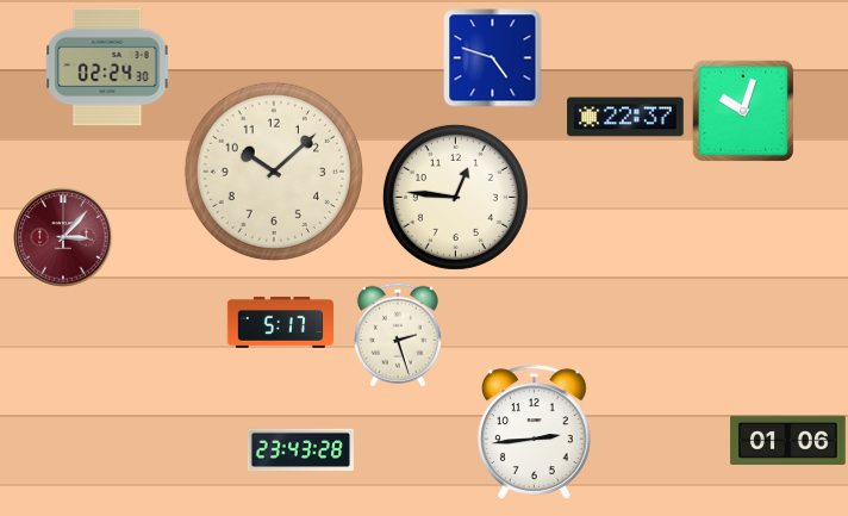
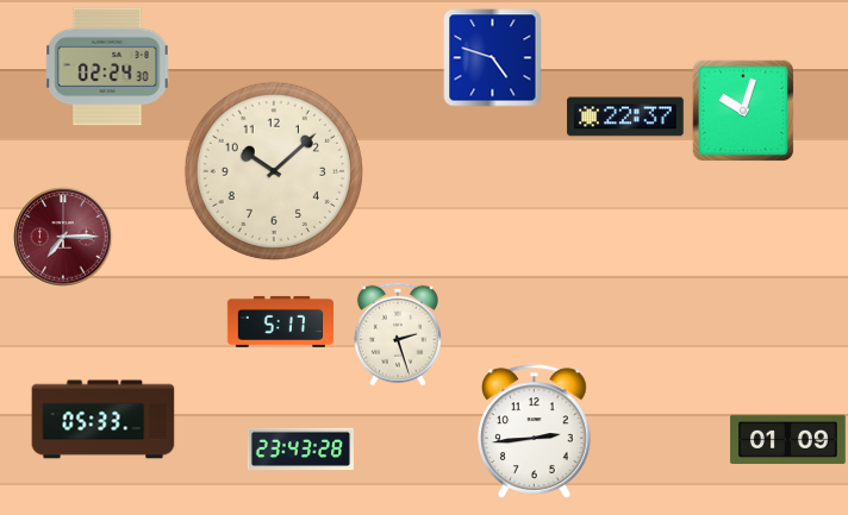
clock at (455, 197): 12:46 -> none
clock at (63, 237): 3:07 -> 7:15
clock at (104, 420): none -> 05:33
clock at (788, 440): 01:06 -> 01:09
